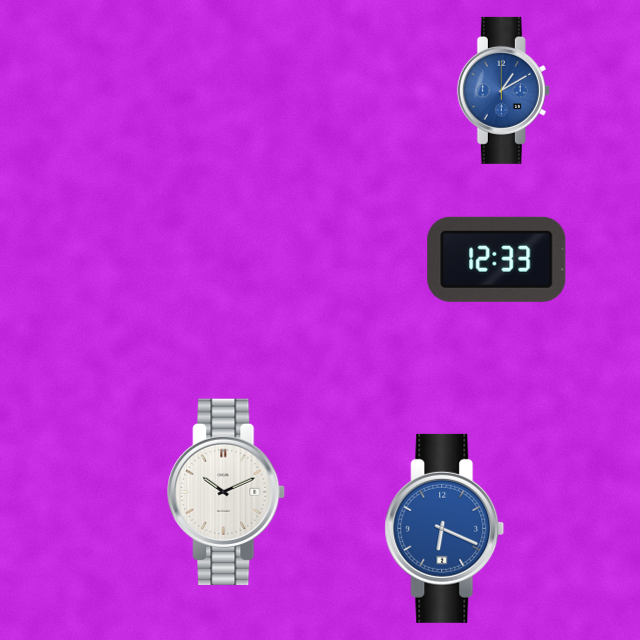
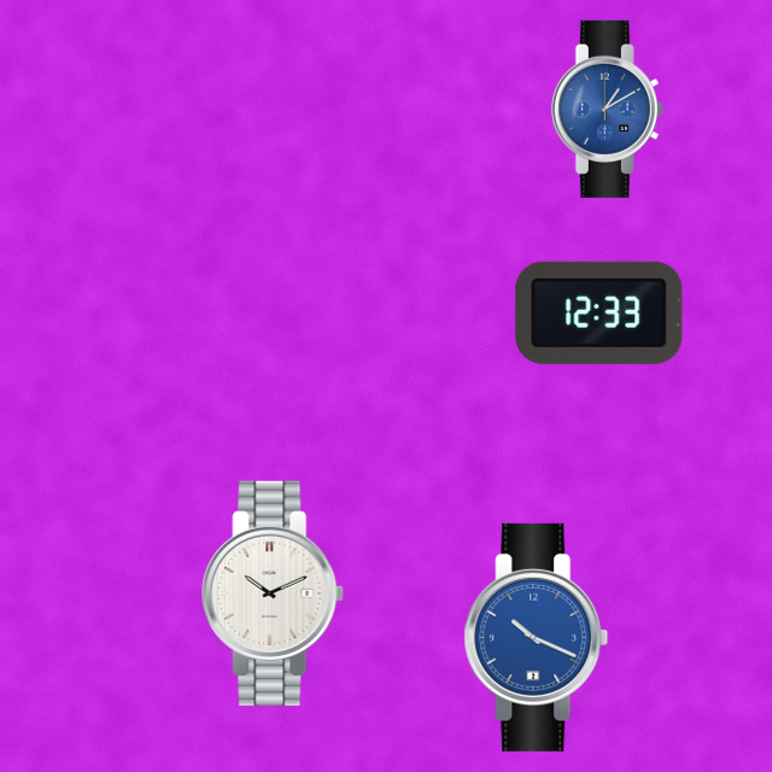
clock at (445, 528): 6:19 -> 10:19
